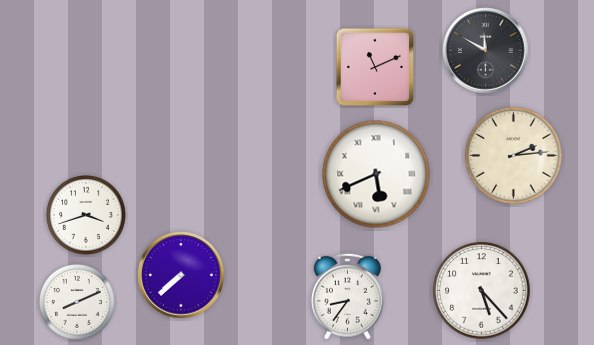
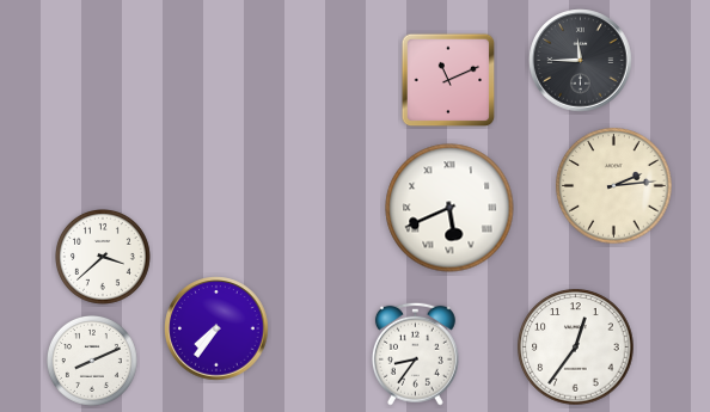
clock at (486, 51): 11:50 -> 11:45
clock at (87, 216): 3:42 -> 3:38
clock at (181, 275): 7:38 -> 7:36
clock at (482, 291): 5:23 -> 12:36
